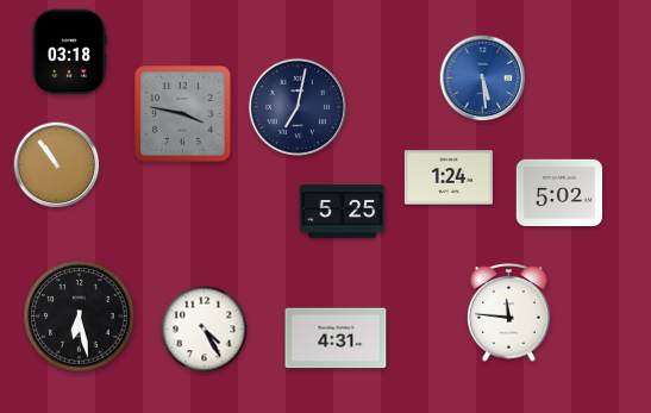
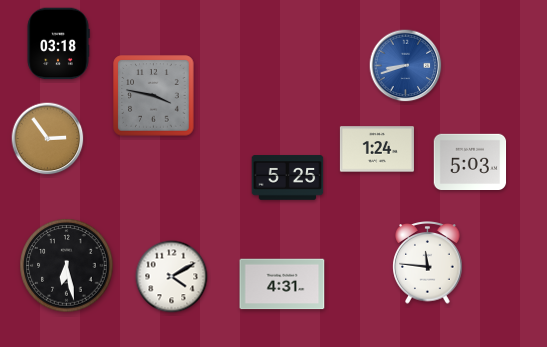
clock at (483, 79): 5:29 -> 8:42
clock at (298, 107): 7:02 -> none
clock at (57, 165): 10:54 -> 2:54
clock at (559, 192): 5:02 -> 5:03
clock at (205, 330): 4:25 -> 4:10
